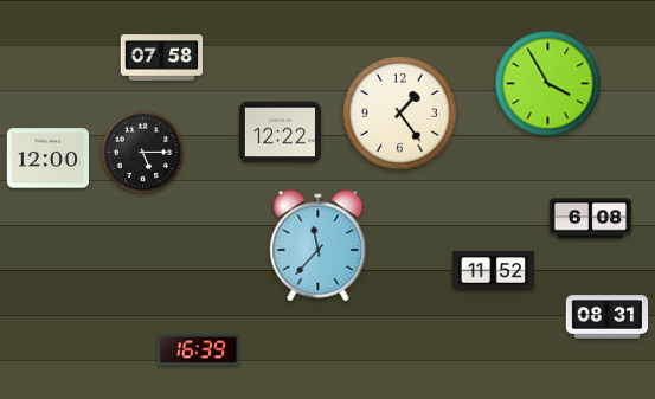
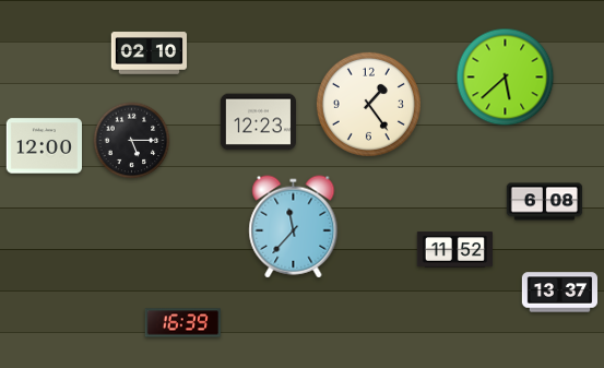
clock at (161, 58): 07:58 -> 02:10
clock at (548, 84): 3:55 -> 5:38
clock at (280, 133): 12:22 -> 12:23
clock at (608, 317): 08:31 -> 13:37
